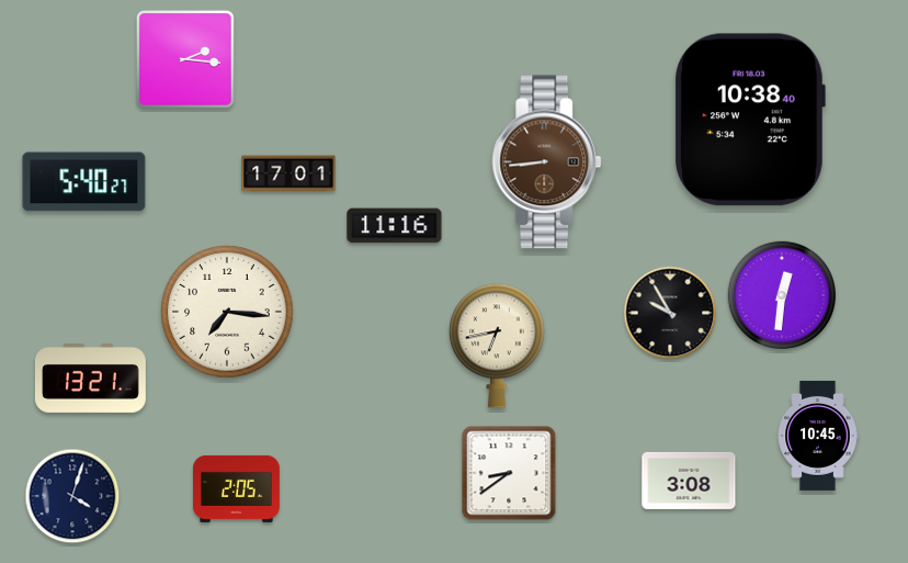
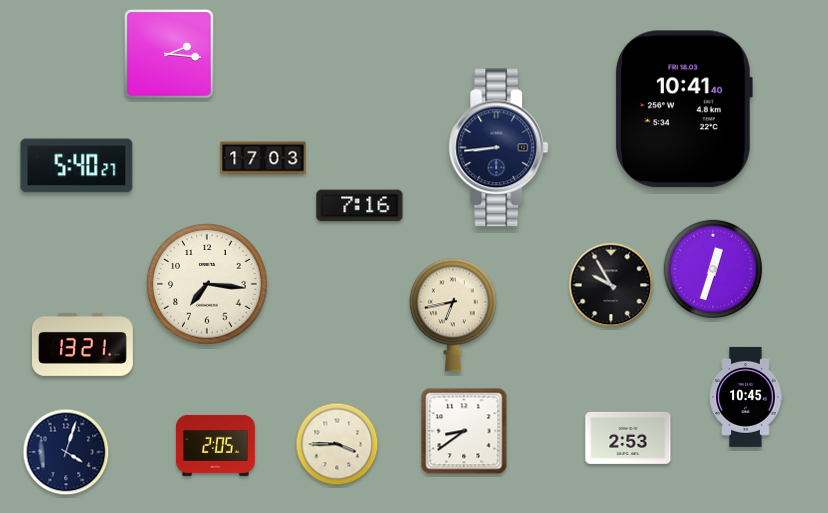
clock at (749, 120): 10:38 -> 10:41
clock at (547, 162) dial: brown -> navy
clock at (288, 173): 17:01 -> 17:03
clock at (395, 226): 11:16 -> 7:16
clock at (781, 294): 12:31 -> 12:33
clock at (689, 481): 3:08 -> 2:53
clock at (337, 444): none -> 3:45
